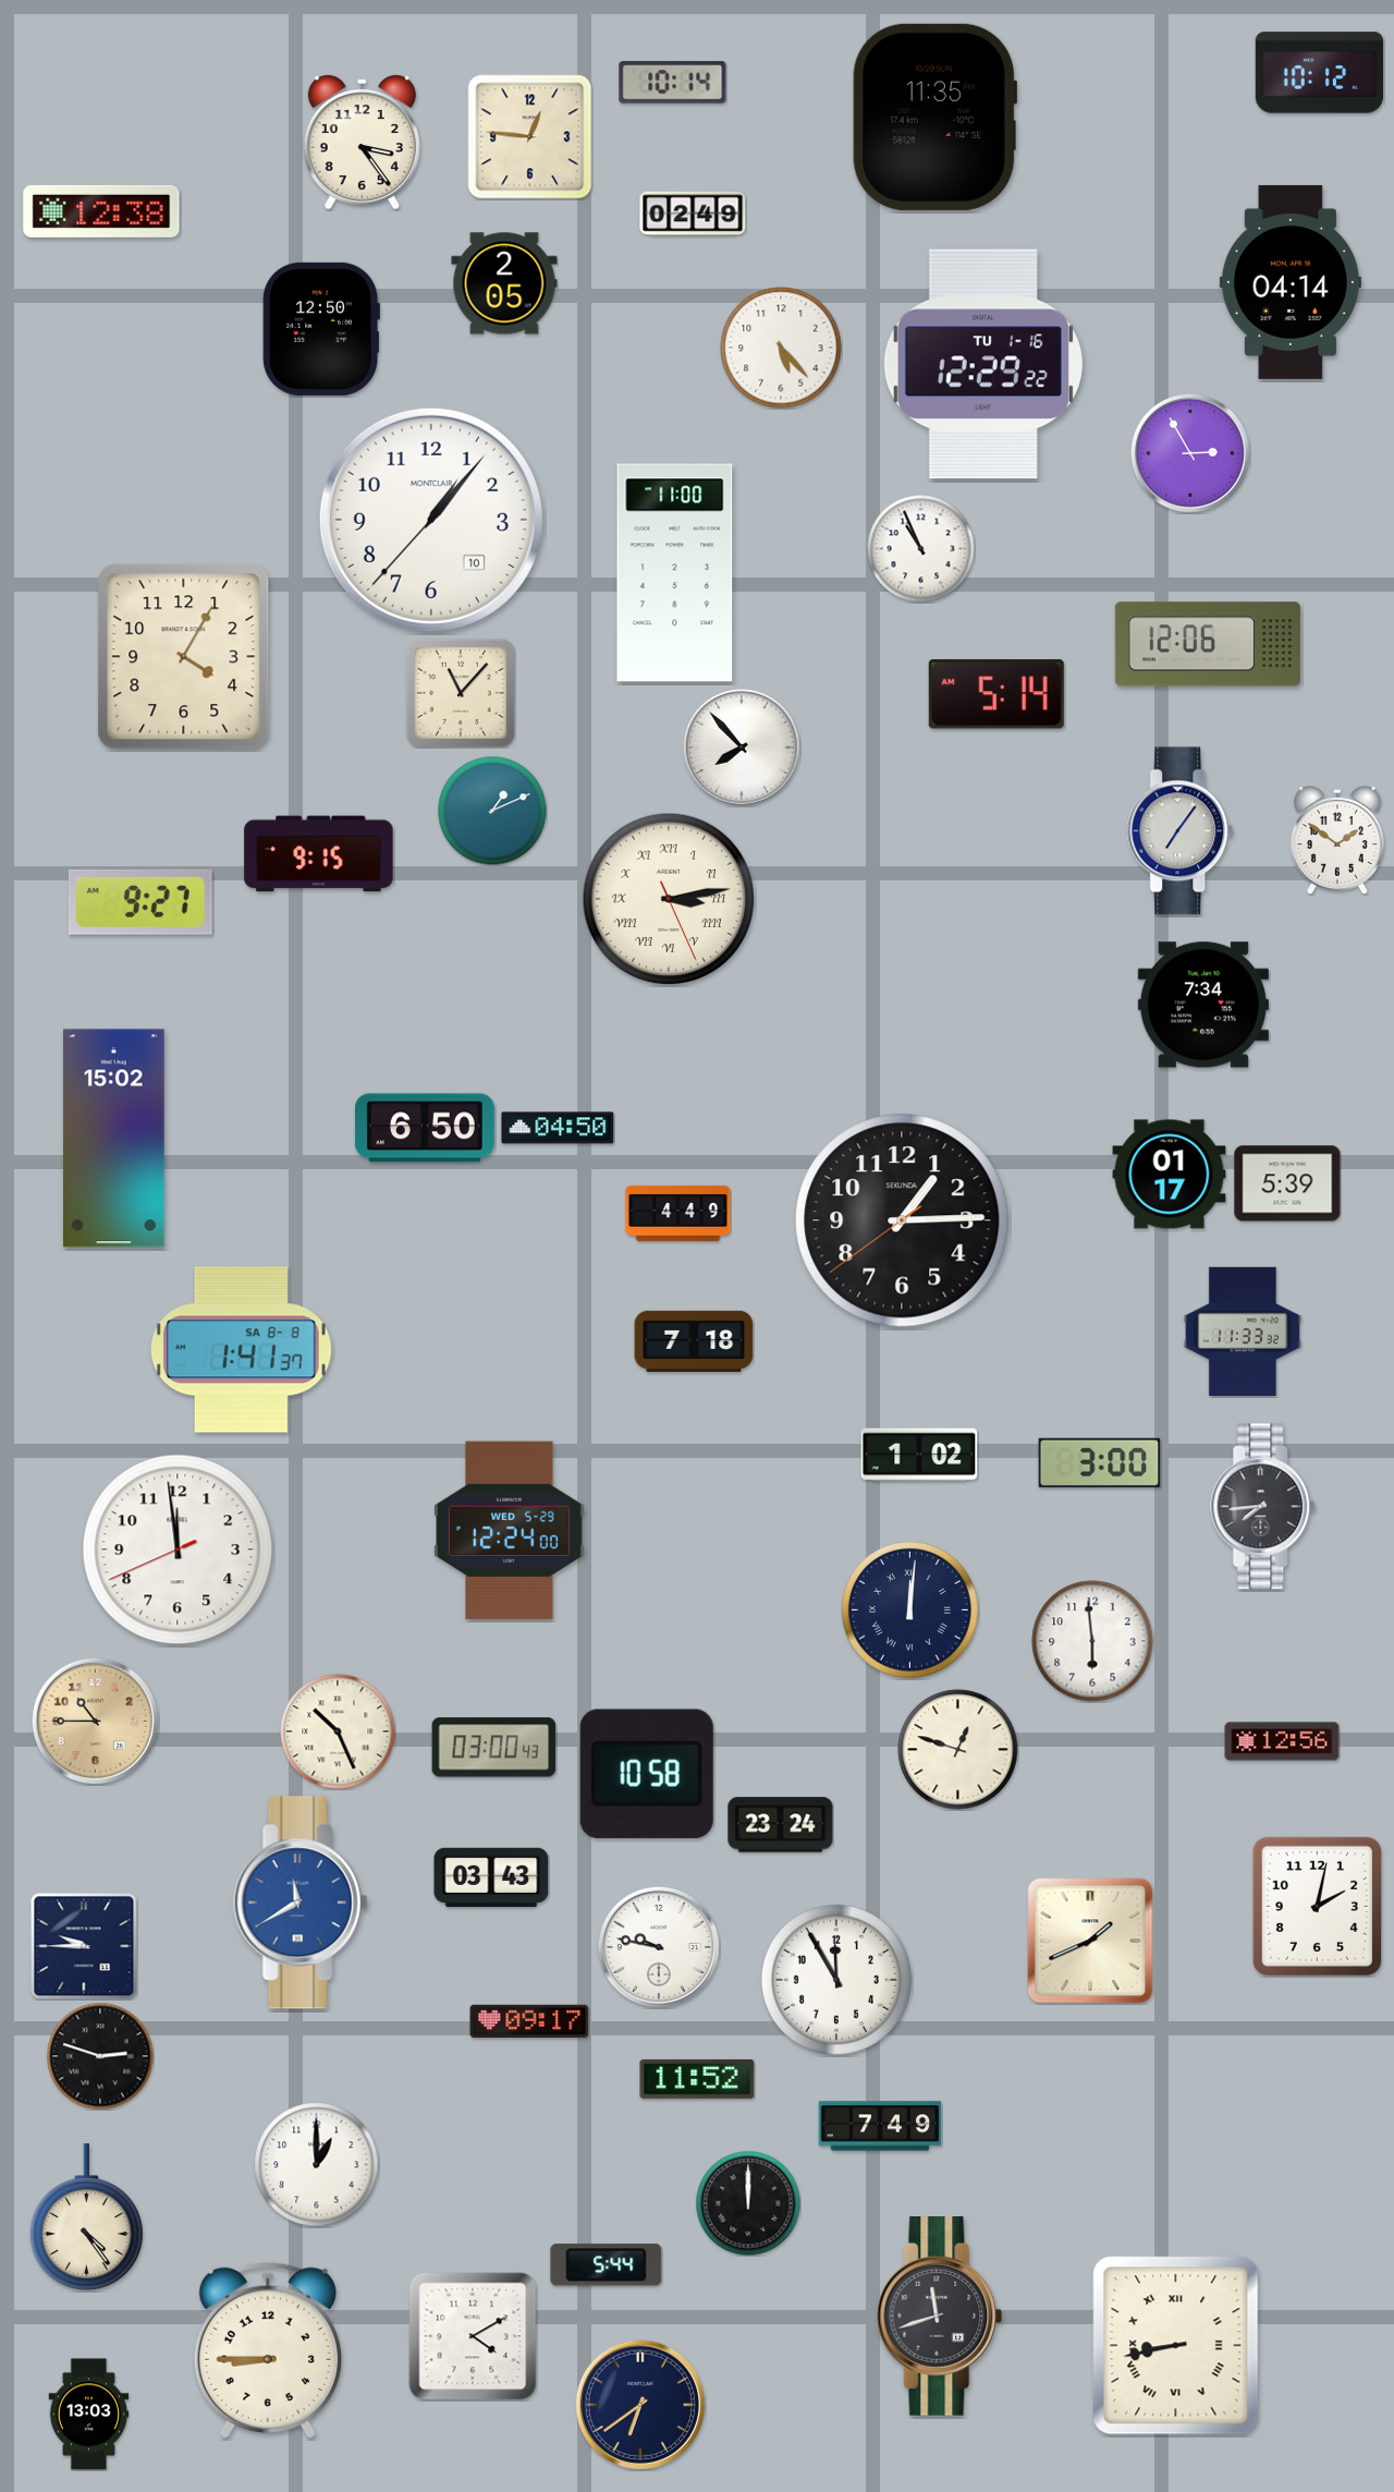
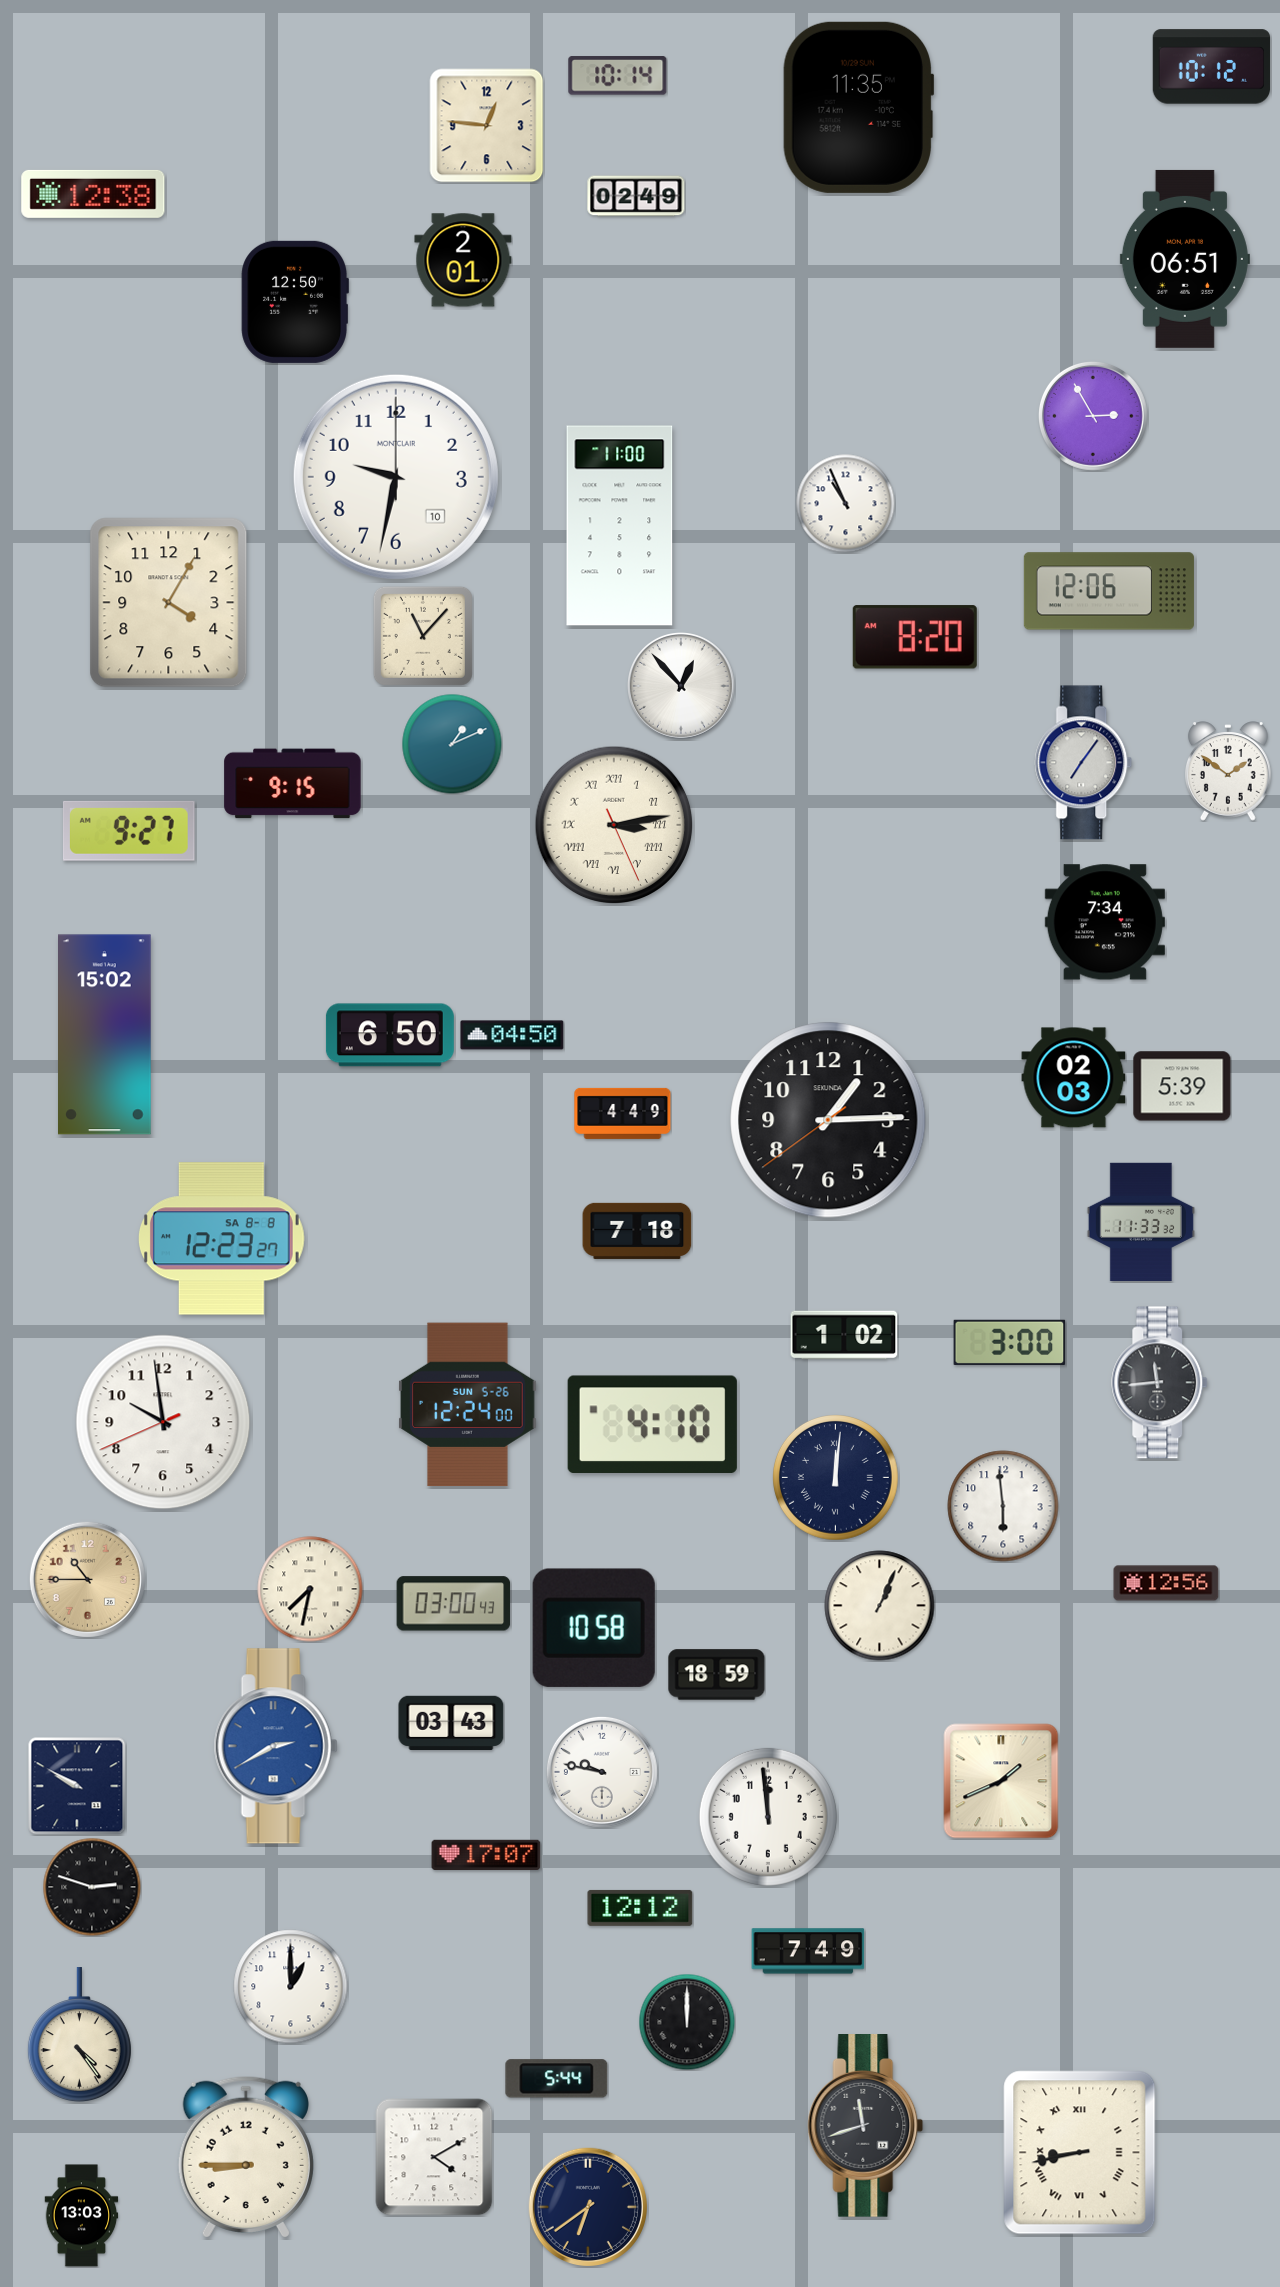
clock at (362, 141): 3:24 -> none
clock at (1291, 282): 04:14 -> 06:51
clock at (504, 283): 2:05 -> 2:01
clock at (781, 348): 5:23 -> none
clock at (983, 364): 12:29 -> none
clock at (431, 520): 1:06 -> 9:32
clock at (996, 694): 5:14 -> 8:20
clock at (743, 749): 7:53 -> 12:53
clock at (140, 902) position: (140, 902) -> (129, 831)
clock at (114, 1139) position: (114, 1139) -> (105, 1035)
clock at (1170, 1175): 01:17 -> 02:03
clock at (241, 1350): 1:41 -> 12:23
clock at (1263, 1507): 7:44 -> 11:44
clock at (510, 1531) date: WED 5-29 -> SUN 5-26
clock at (178, 1549): 11:58 -> 9:58
clock at (652, 1424): none -> 4:10
clock at (338, 1731): 10:26 -> 7:32
clock at (1282, 1741) position: (1282, 1741) -> (1166, 1583)
clock at (958, 1750): 12:48 -> 1:04
clock at (781, 1825): 23:24 -> 18:59
clock at (301, 1903): 11:40 -> 2:40
clock at (1317, 1907): 2:02 -> none
clock at (84, 1946): 9:45 -> 9:50
clock at (659, 1947) position: (659, 1947) -> (602, 1772)
clock at (836, 1980): 11:55 -> 11:59
clock at (529, 2020): 09:17 -> 17:07
clock at (697, 2079): 11:52 -> 12:12
clock at (940, 2317) position: (940, 2317) -> (866, 2126)
clock at (473, 2336) position: (473, 2336) -> (434, 2157)
